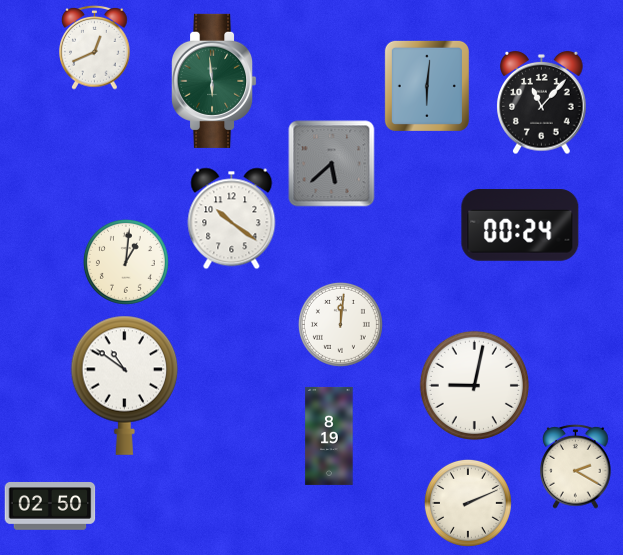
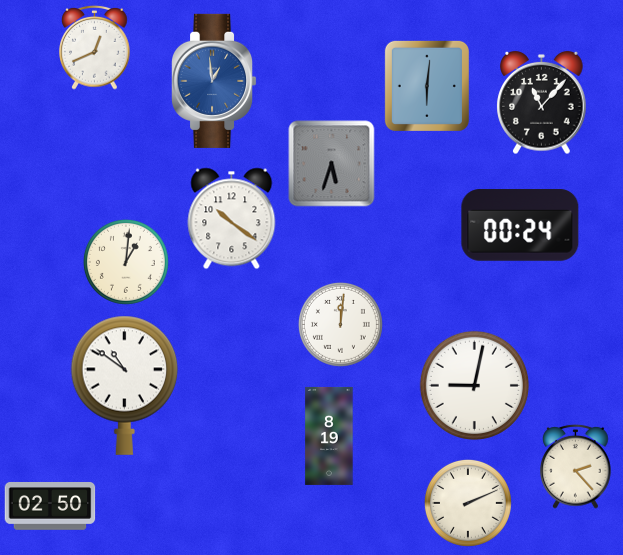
clock at (215, 81): 5:59 -> 12:59
clock at (215, 81) dial: green -> blue
clock at (332, 164): 5:38 -> 5:33
clock at (576, 466): 2:20 -> 2:23
